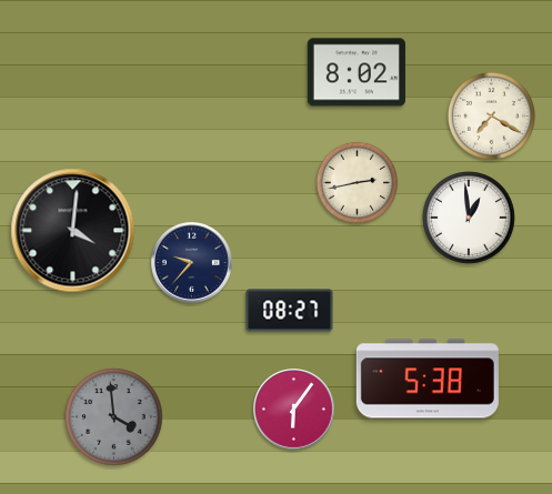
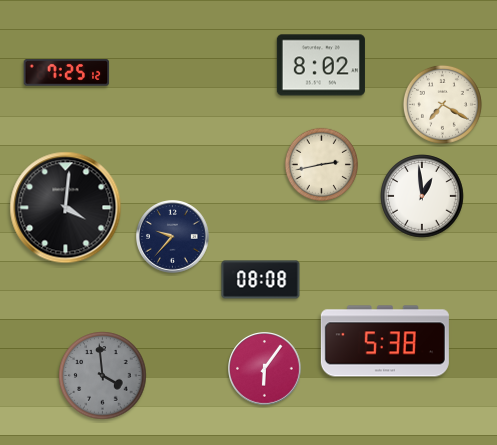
clock at (67, 73): none -> 7:25
clock at (290, 311): 08:27 -> 08:08
